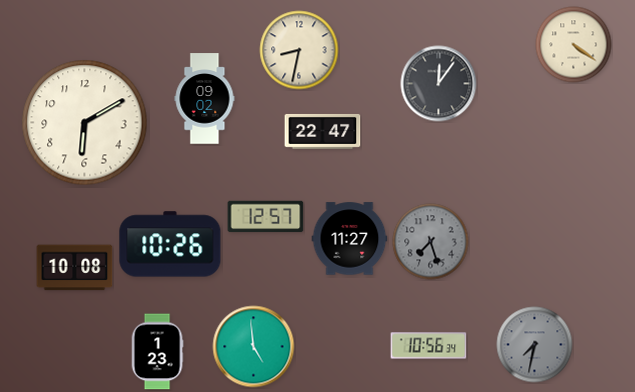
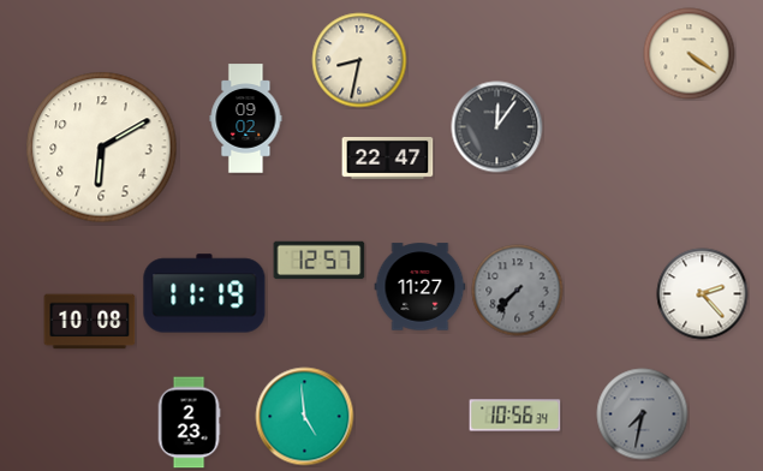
clock at (439, 84) position: (439, 84) -> (497, 127)
clock at (431, 242): 7:27 -> 7:37
clock at (170, 244): 10:26 -> 11:19
clock at (703, 294): none -> 2:23
clock at (157, 352): 1:23 -> 2:23
